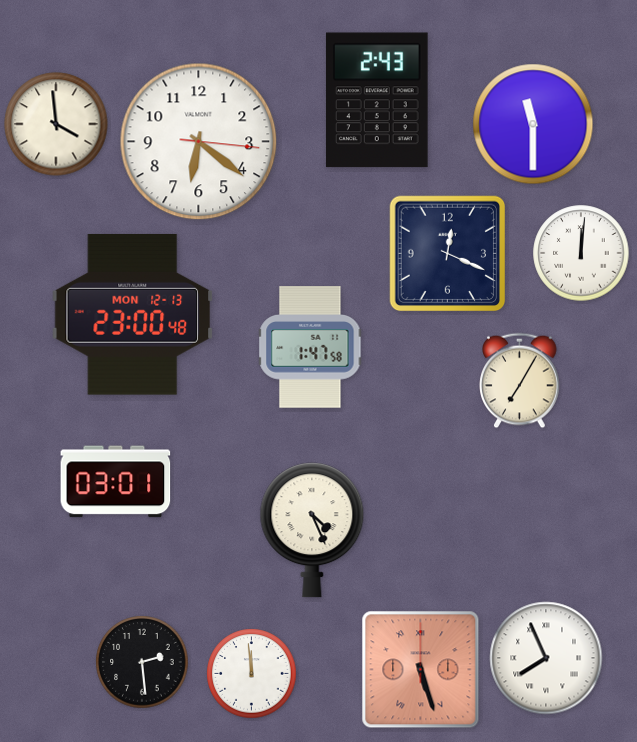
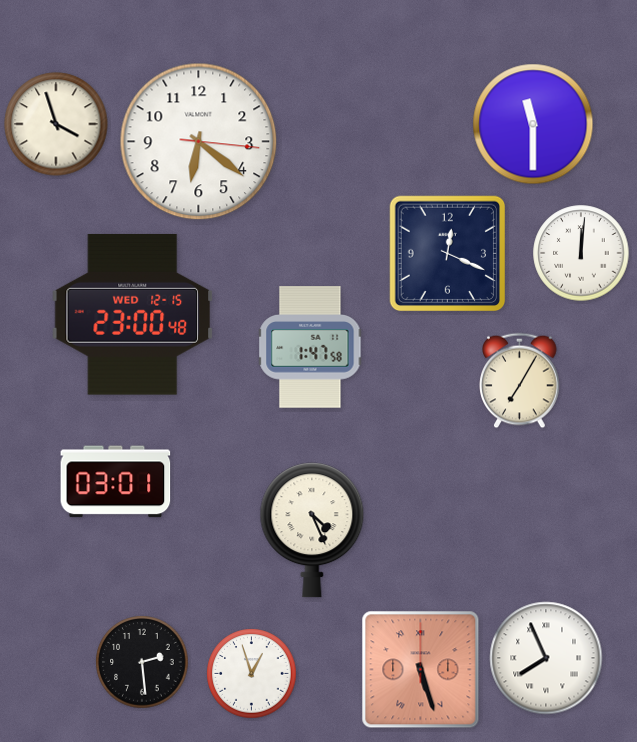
clock at (377, 100): 2:43 -> none
clock at (56, 124): 3:59 -> 3:57
clock at (133, 314) date: MON 12-13 -> WED 12-15
clock at (252, 674): 11:59 -> 12:57
